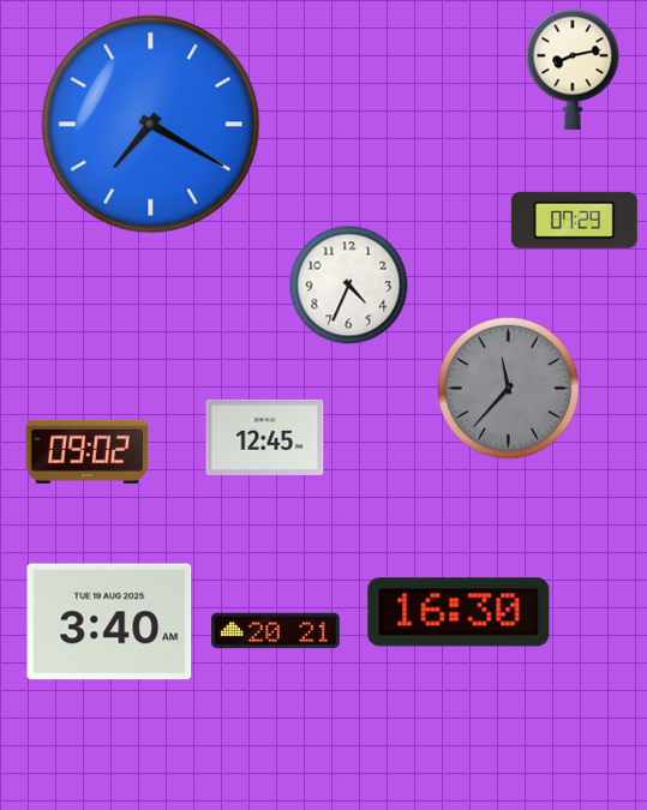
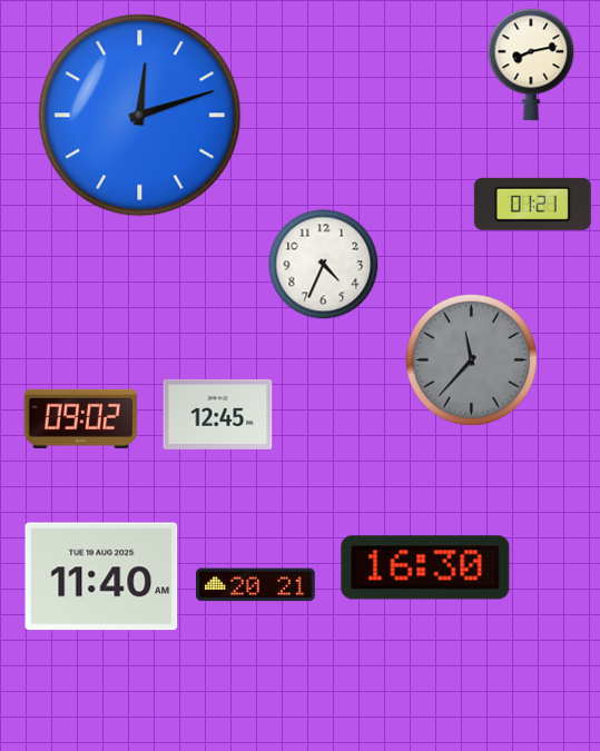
clock at (151, 125): 7:20 -> 12:12
clock at (574, 220): 07:29 -> 01:21
clock at (265, 437) position: (265, 437) -> (218, 414)
clock at (109, 622): 3:40 -> 11:40
